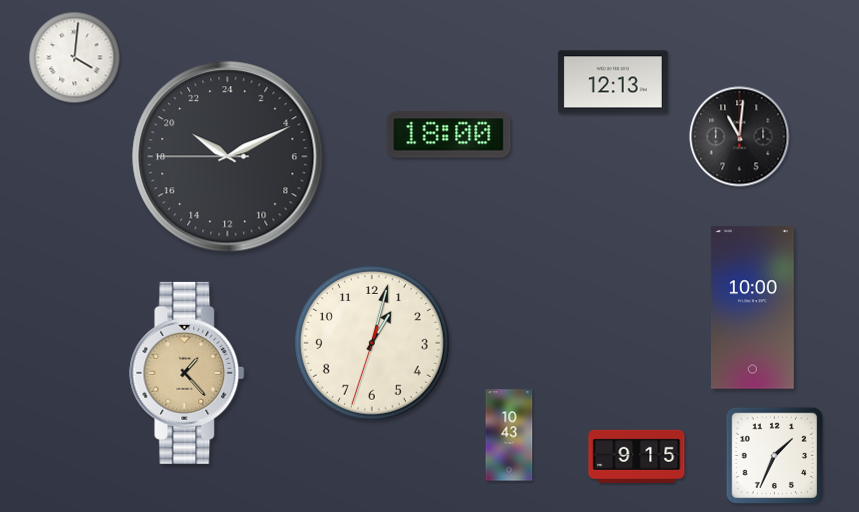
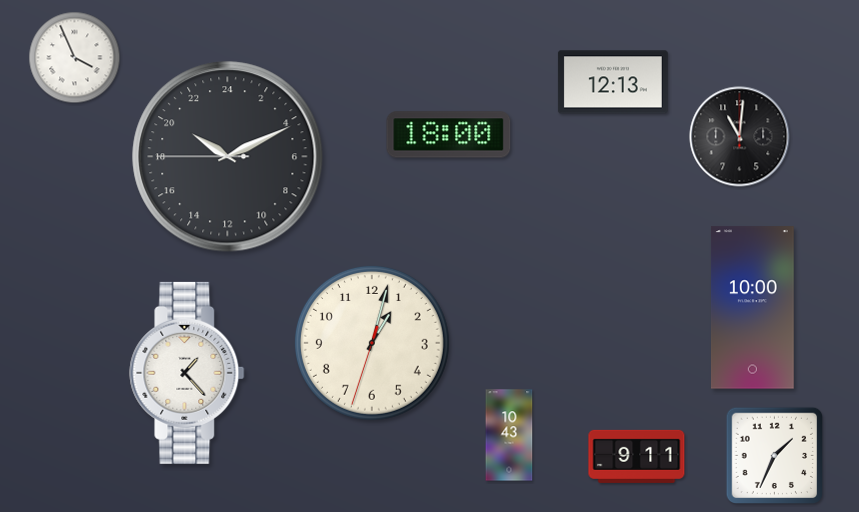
clock at (75, 58): 4:01 -> 3:56
clock at (187, 373) dial: champagne -> white
clock at (637, 456): 9:15 -> 9:11
